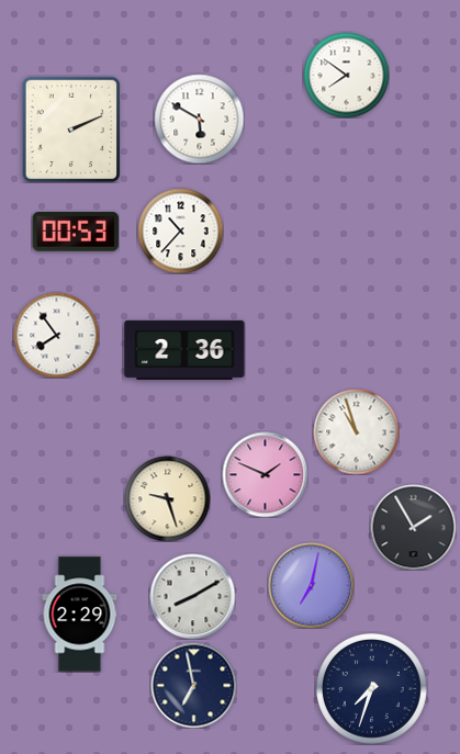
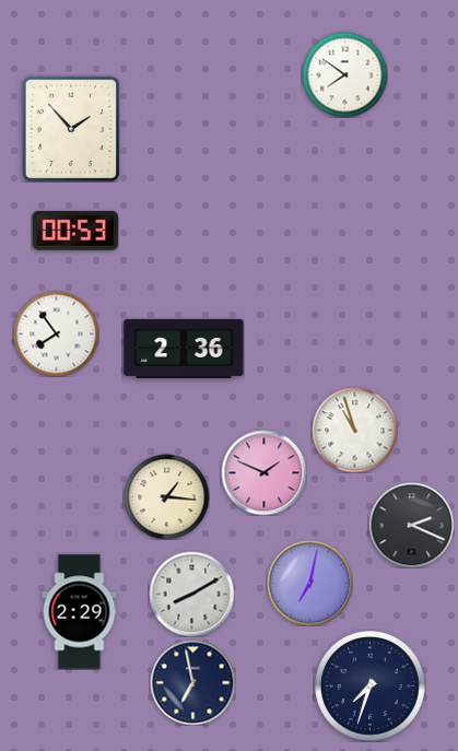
clock at (199, 119): 5:50 -> none
clock at (71, 130): 2:11 -> 1:53
clock at (180, 230): 10:37 -> none
clock at (167, 498): 9:27 -> 1:16
clock at (413, 527): 1:55 -> 2:19
